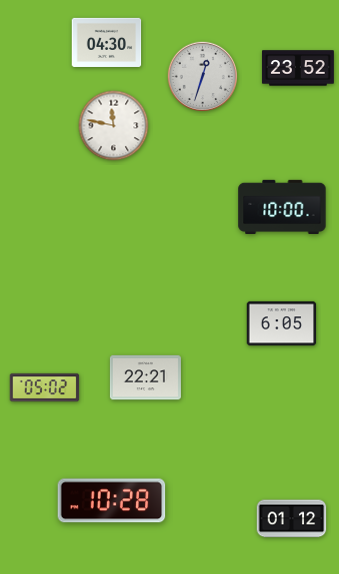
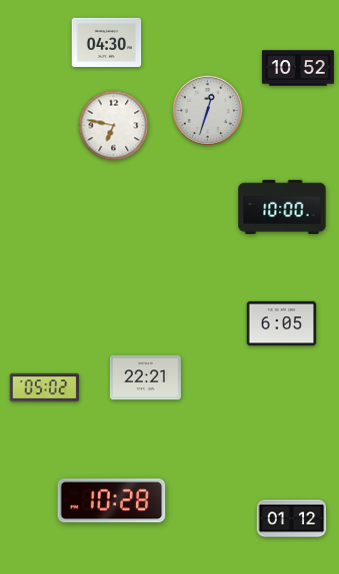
clock at (298, 68): 23:52 -> 10:52
clock at (202, 76) position: (202, 76) -> (207, 110)
clock at (114, 126): 11:47 -> 6:47
